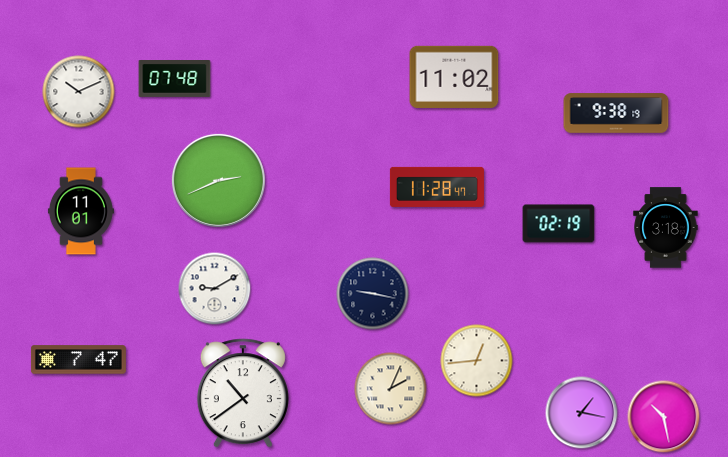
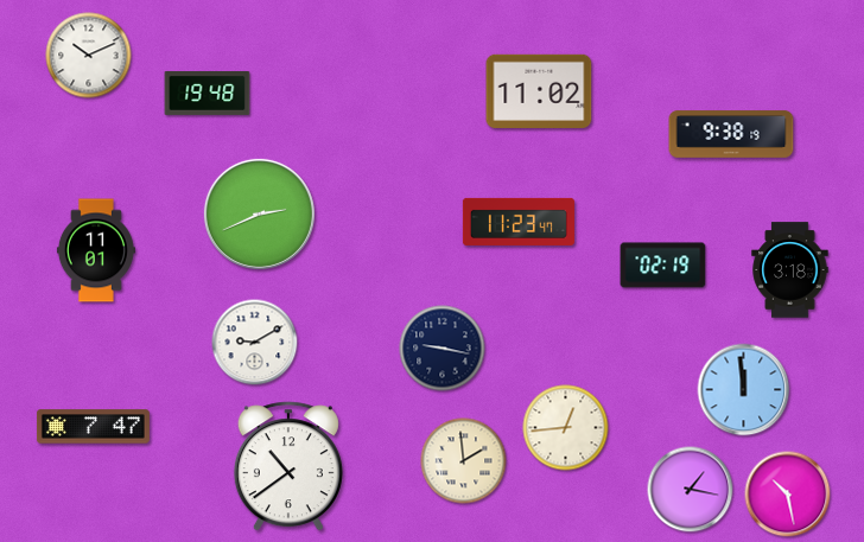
clock at (175, 79): 07:48 -> 19:48
clock at (79, 92) position: (79, 92) -> (89, 56)
clock at (437, 187): 11:28 -> 11:23
clock at (744, 390): none -> 11:59
clock at (391, 389): 2:04 -> 1:59
